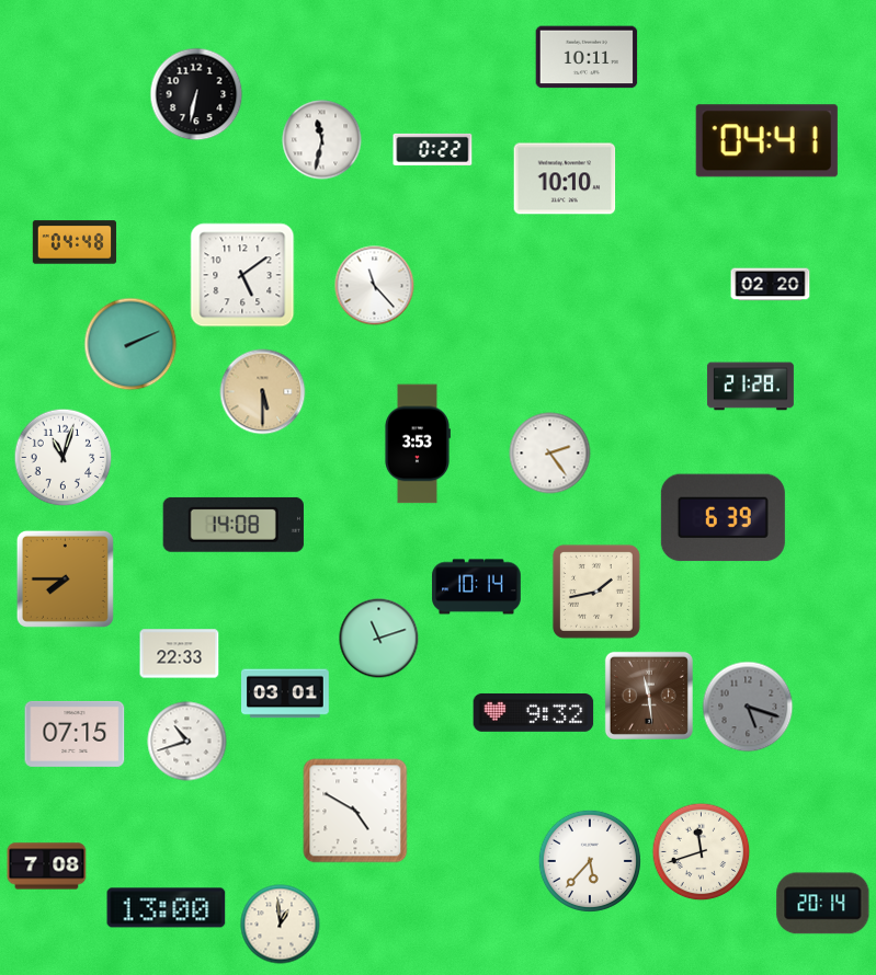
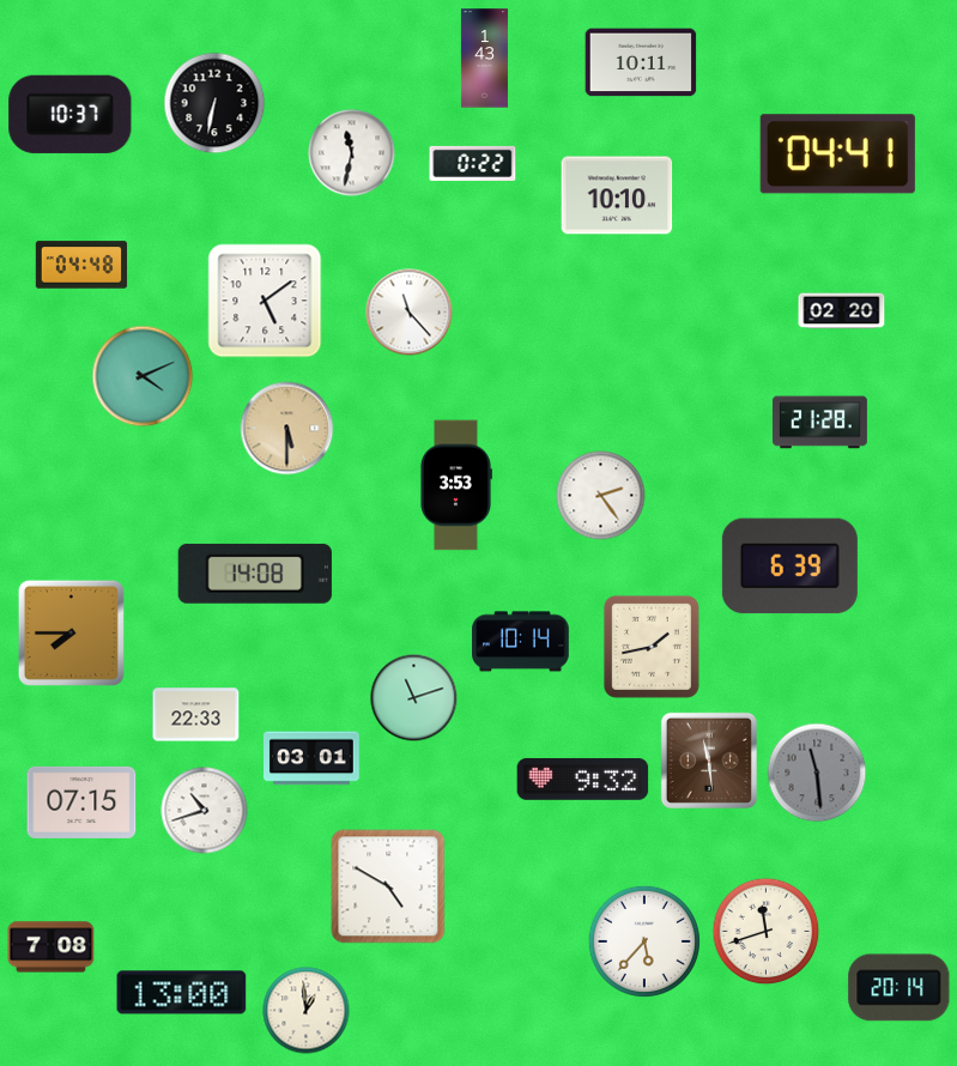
clock at (484, 59): none -> 1:43
clock at (71, 114): none -> 10:37
clock at (130, 344): 2:11 -> 4:11
clock at (64, 458): 11:03 -> none
clock at (748, 707): 5:18 -> 11:29
